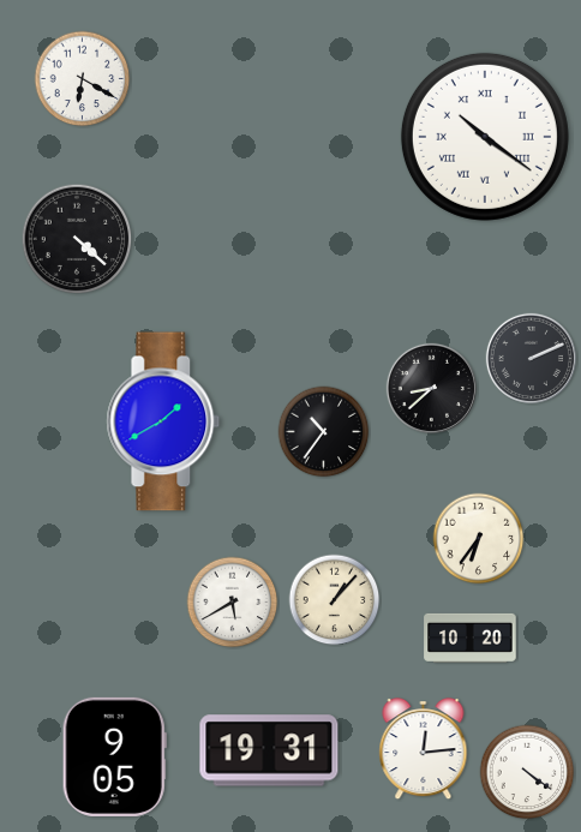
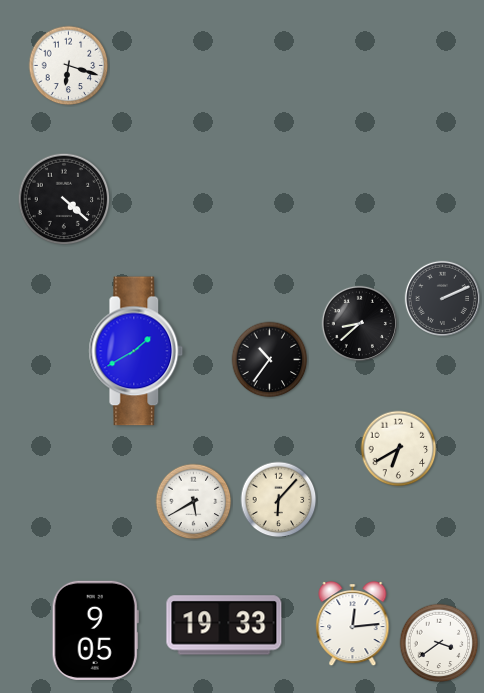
clock at (83, 79): 6:20 -> 6:18
clock at (485, 137): 10:21 -> none
clock at (479, 539): 6:36 -> 6:40
clock at (335, 600): 1:07 -> 6:07
clock at (471, 638): 10:20 -> none
clock at (269, 750): 19:31 -> 19:33
clock at (527, 772): 4:21 -> 3:39
